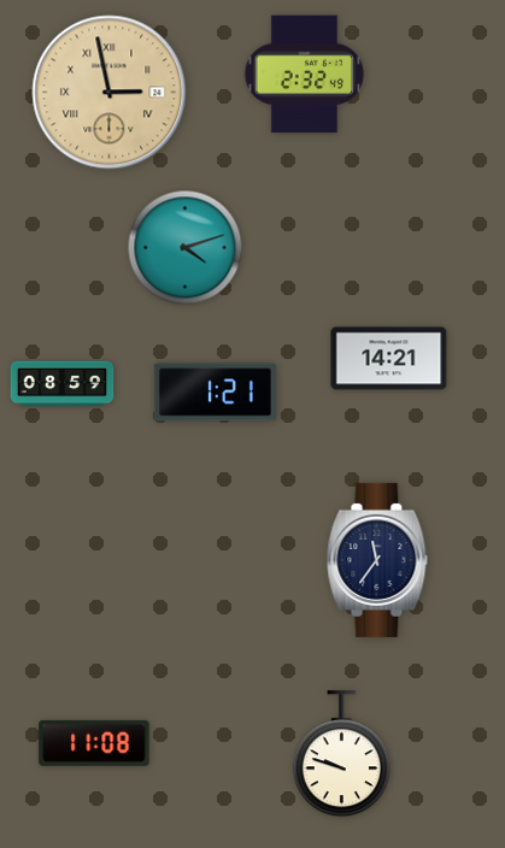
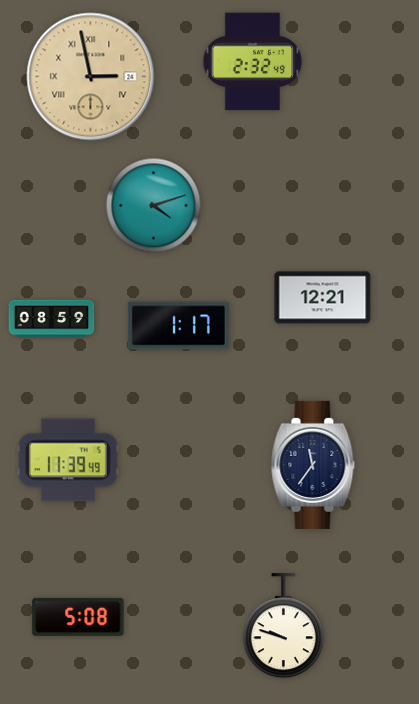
clock at (389, 359): 14:21 -> 12:21
clock at (215, 393): 1:21 -> 1:17
clock at (68, 460): none -> 11:39
clock at (94, 743): 11:08 -> 5:08
